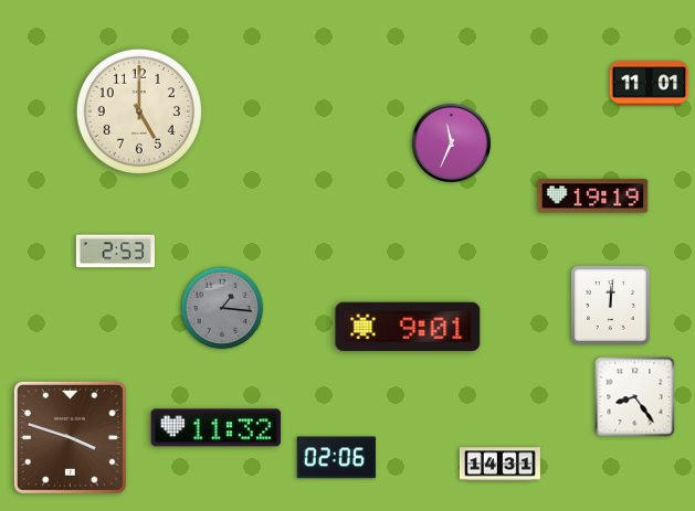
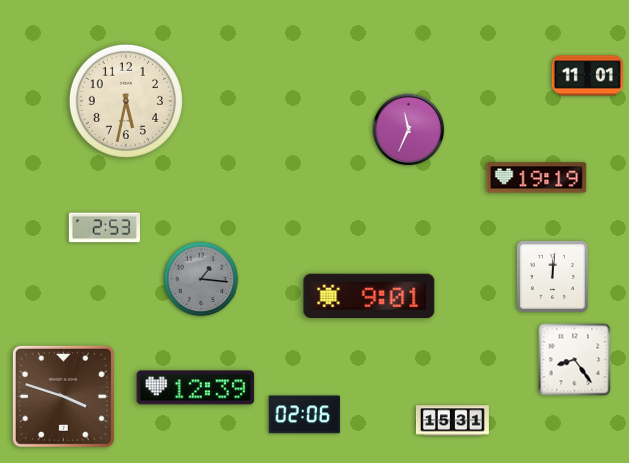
clock at (139, 111): 5:00 -> 5:32
clock at (217, 428): 11:32 -> 12:39
clock at (499, 465): 14:31 -> 15:31
